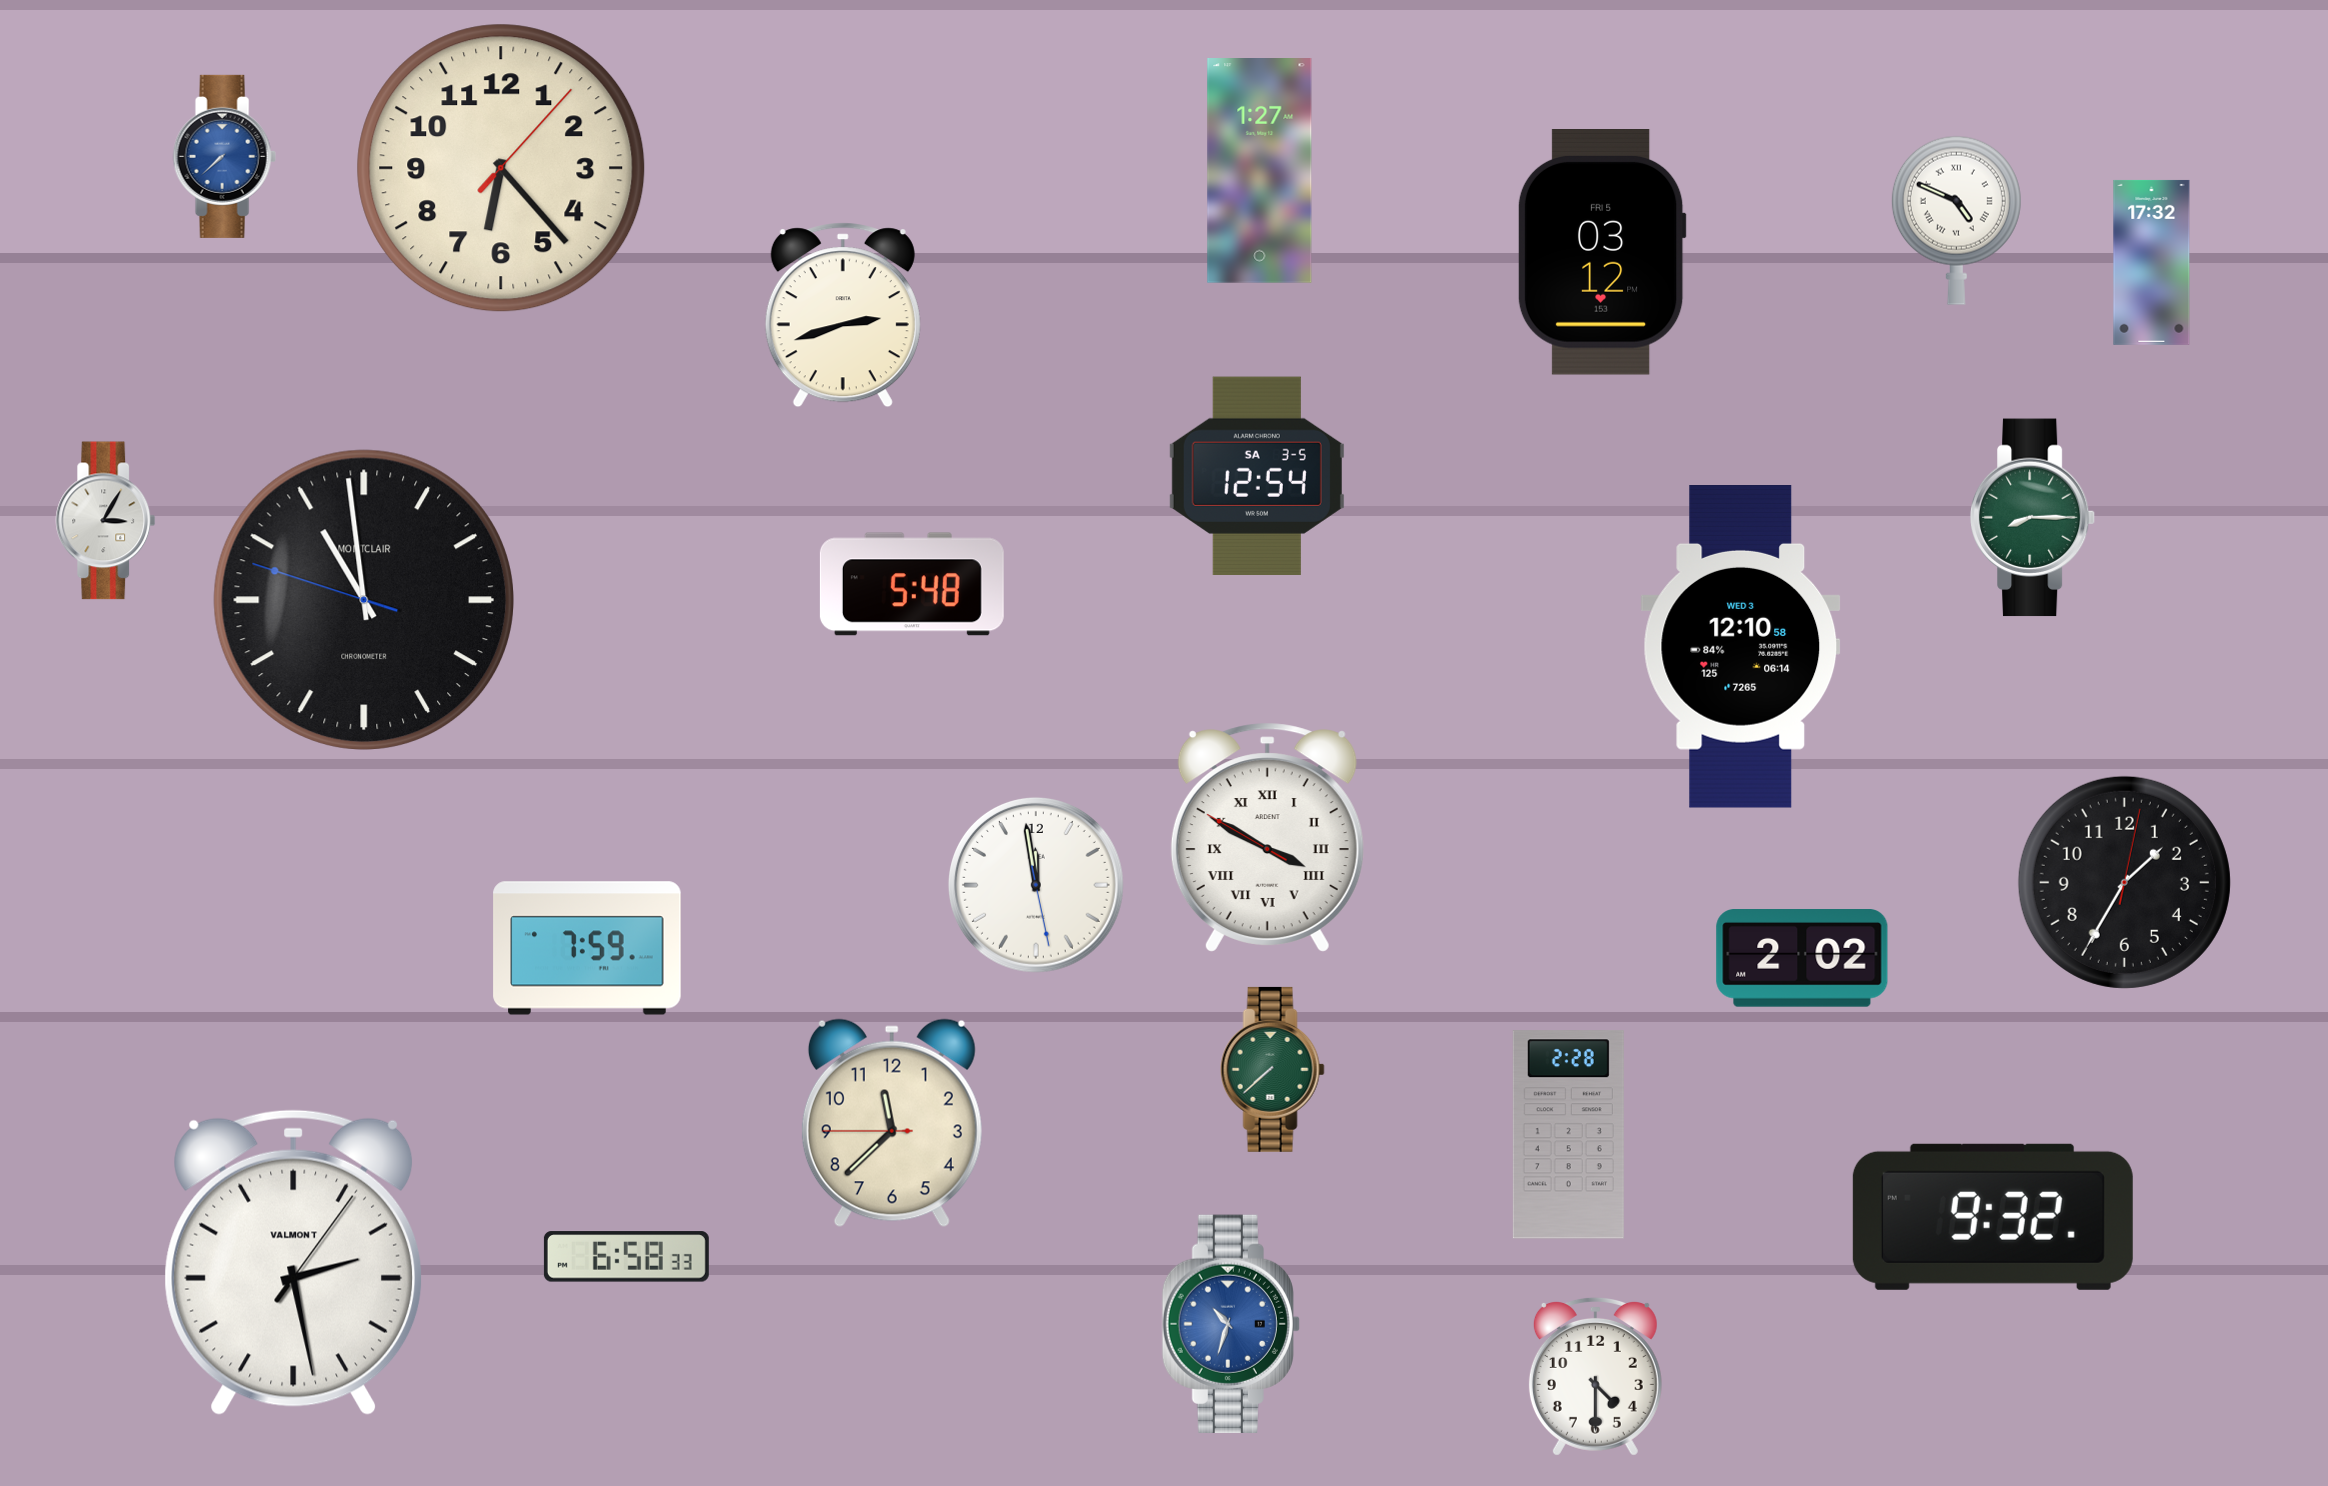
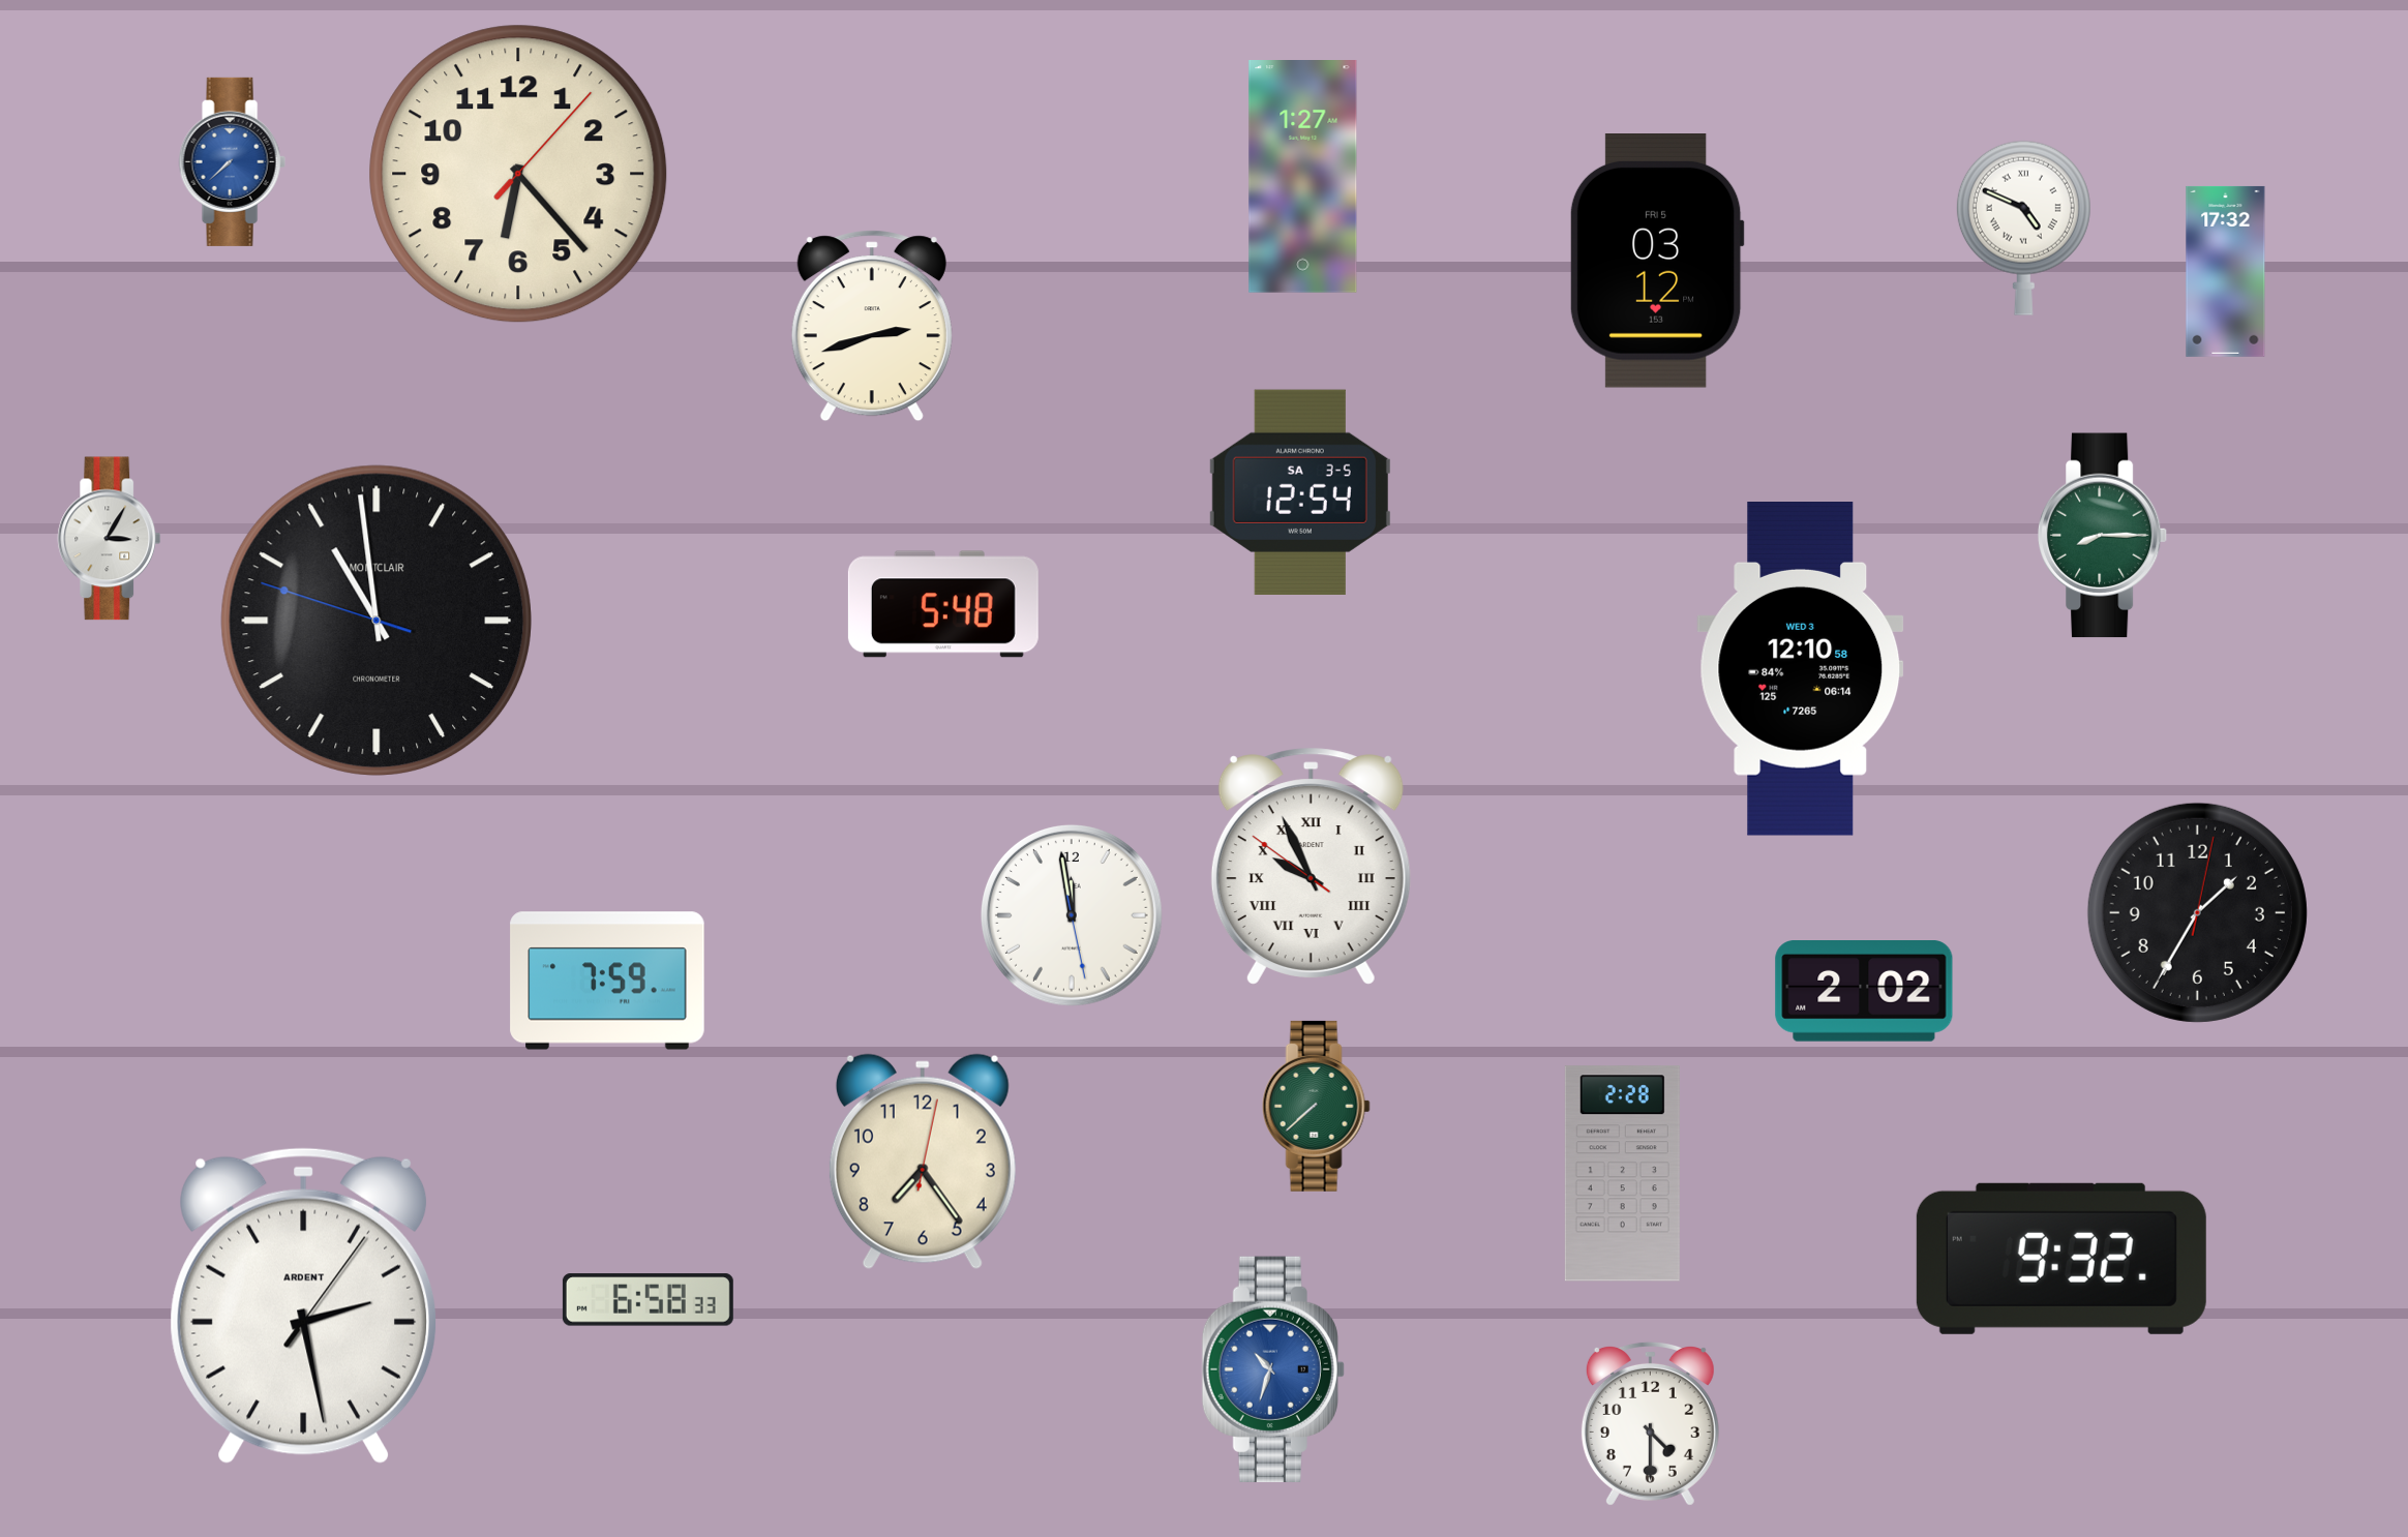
clock at (1267, 837): 3:49 -> 9:55
clock at (892, 1123): 11:37 -> 7:24
clock at (293, 1262) brand: VALMONT -> ARDENT
